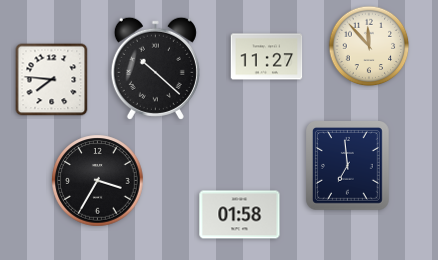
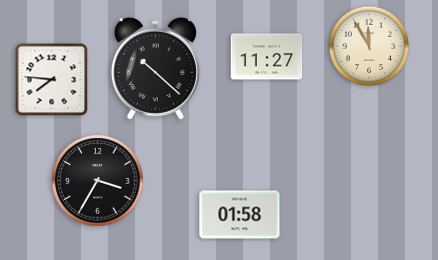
clock at (369, 46): 11:53 -> 11:55
clock at (348, 166): 6:59 -> none
